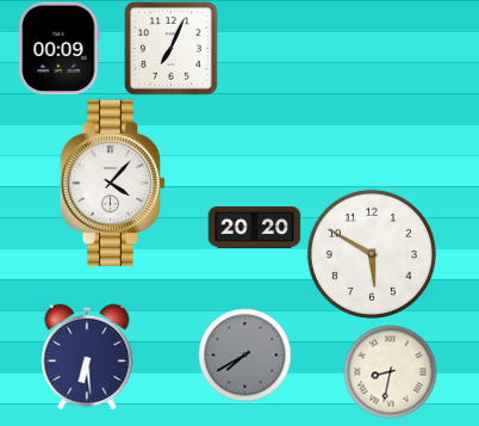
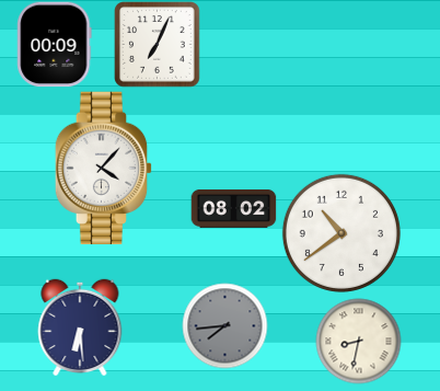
clock at (254, 227): 20:20 -> 08:02
clock at (372, 254): 5:50 -> 10:39
clock at (244, 354): 7:40 -> 7:44
